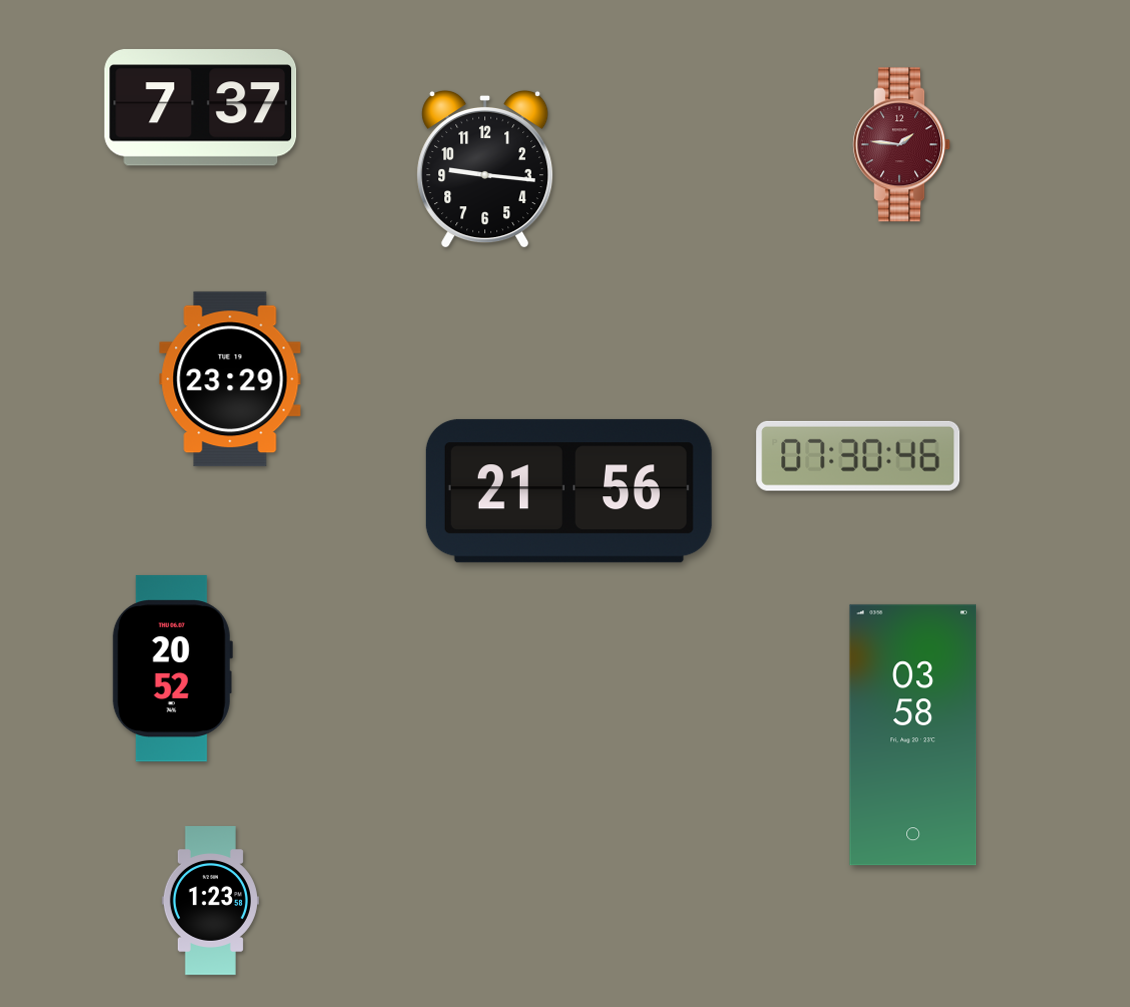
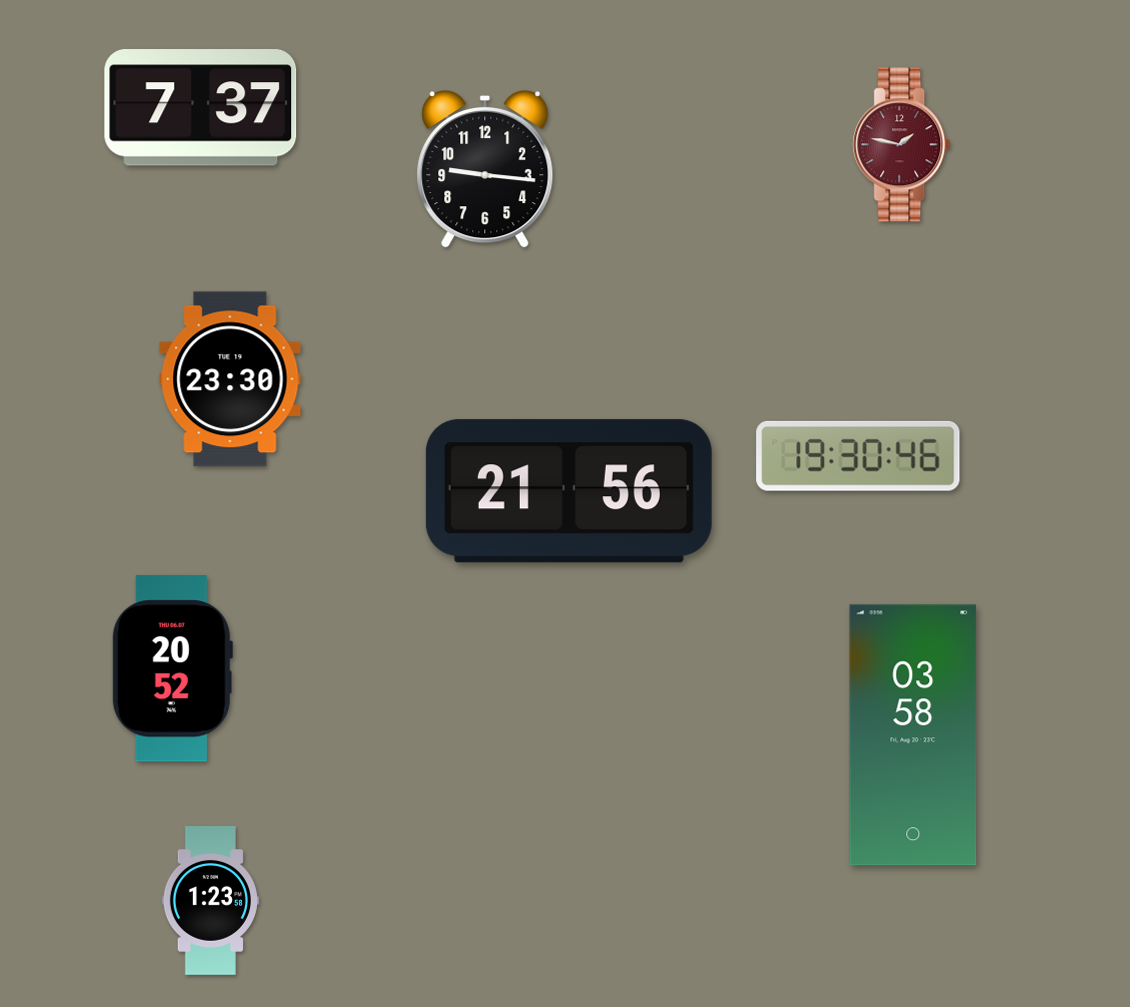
clock at (902, 145): 1:46 -> 1:47
clock at (230, 379): 23:29 -> 23:30
clock at (858, 456): 07:30 -> 19:30
